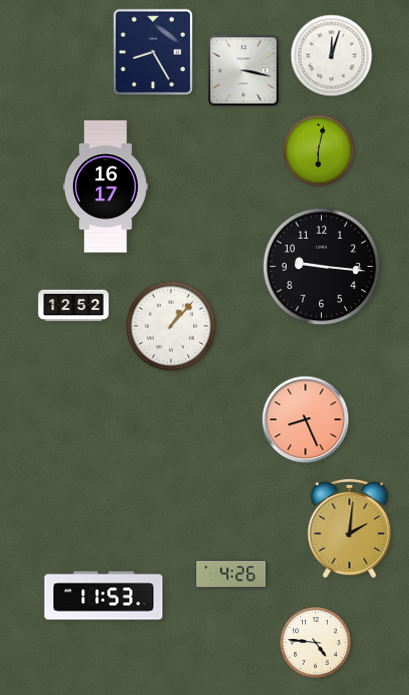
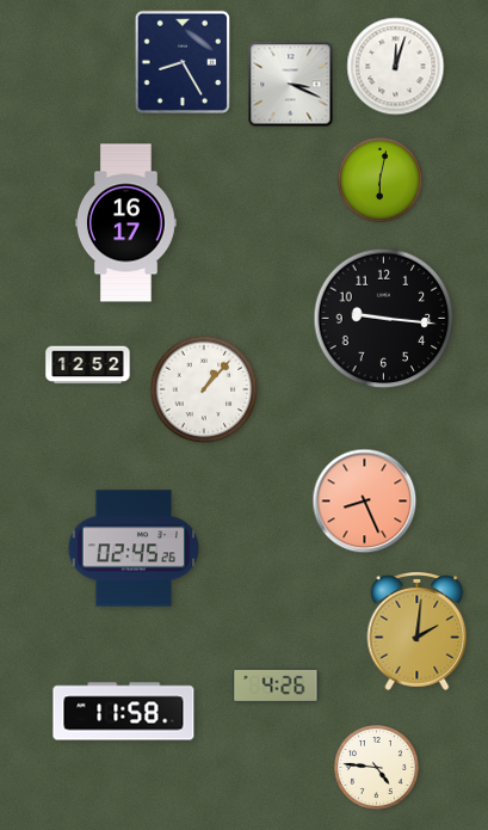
clock at (244, 71): 3:17 -> 3:19
clock at (132, 548): none -> 02:45
clock at (104, 596): 11:53 -> 11:58
